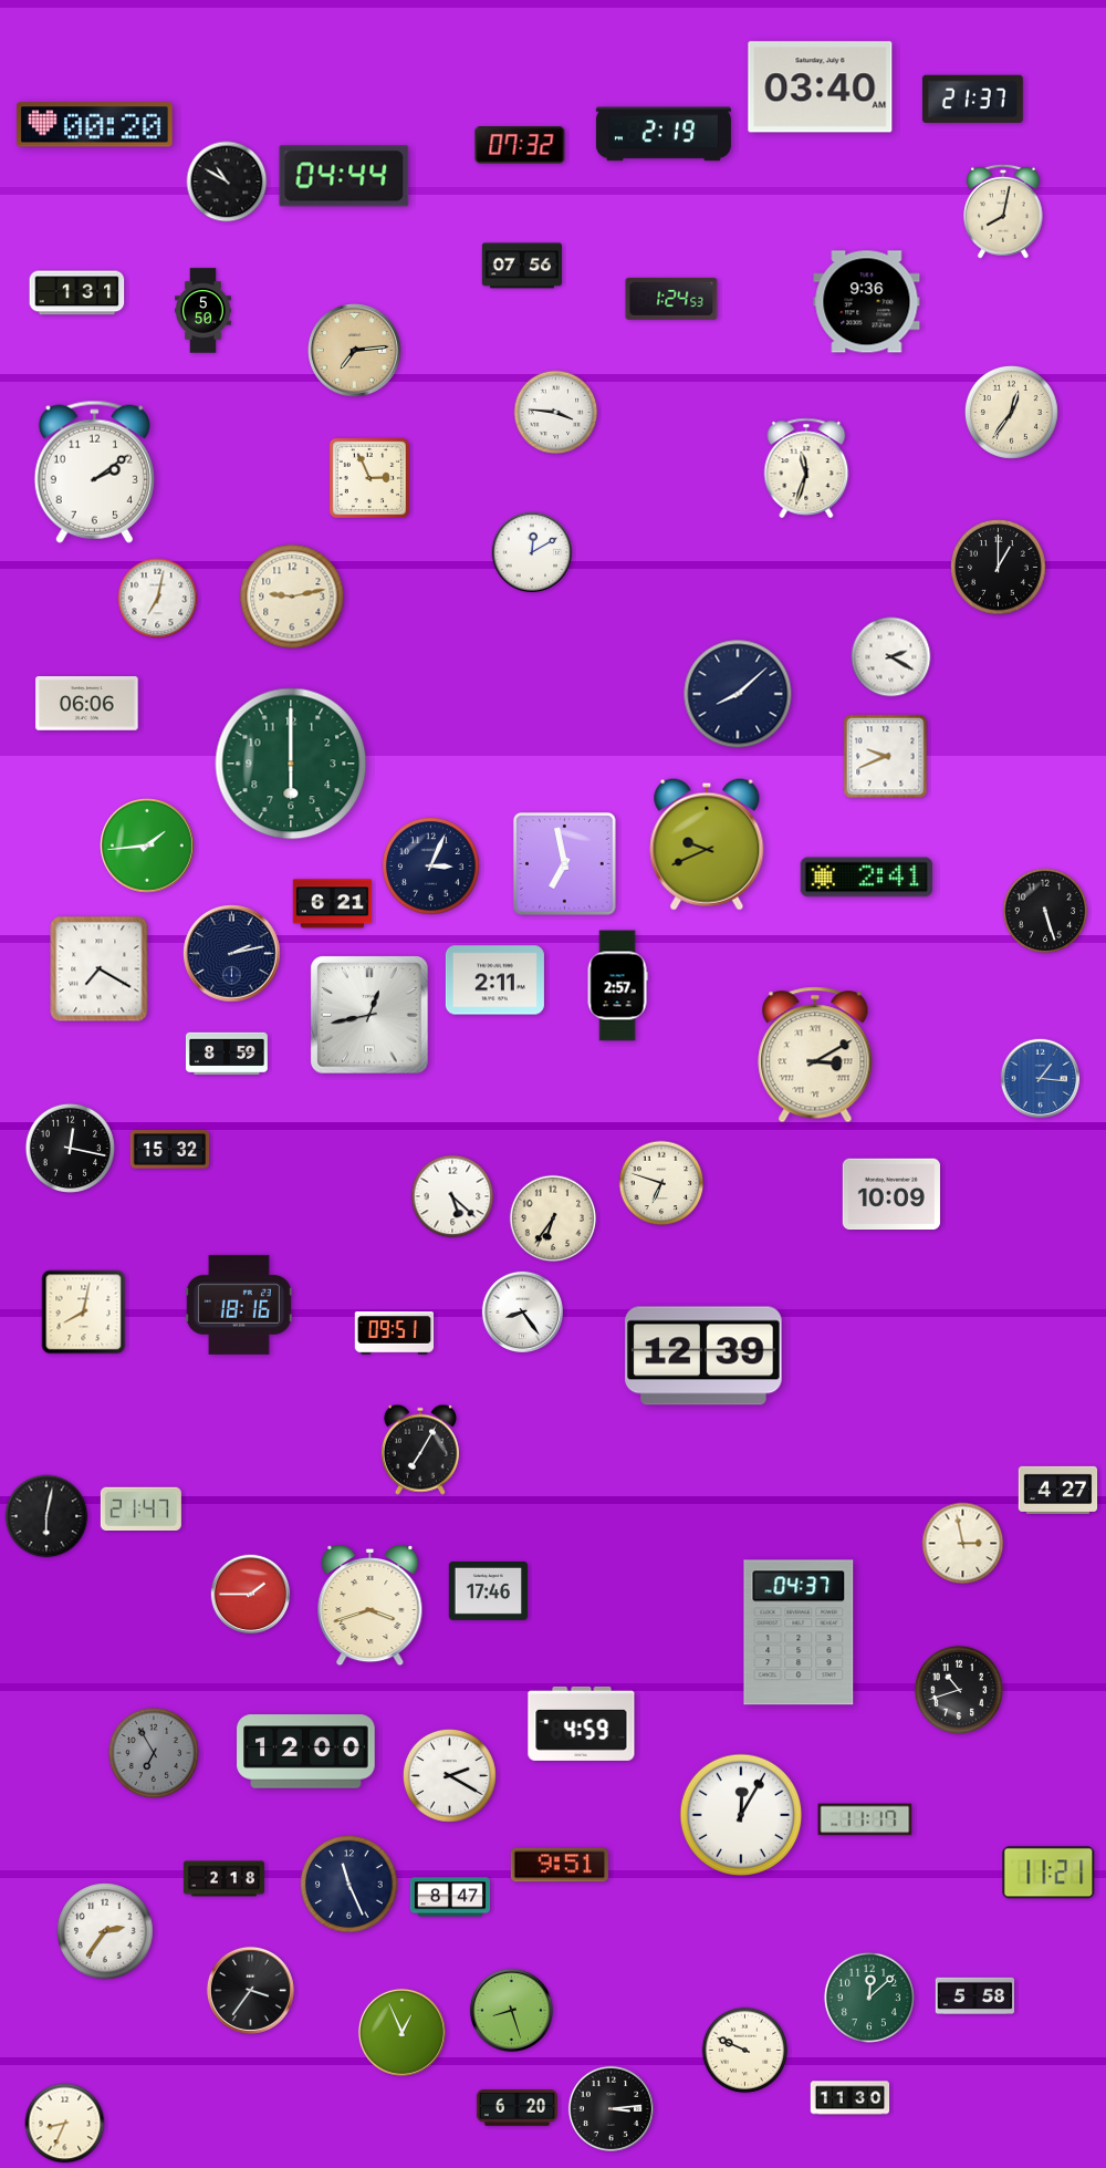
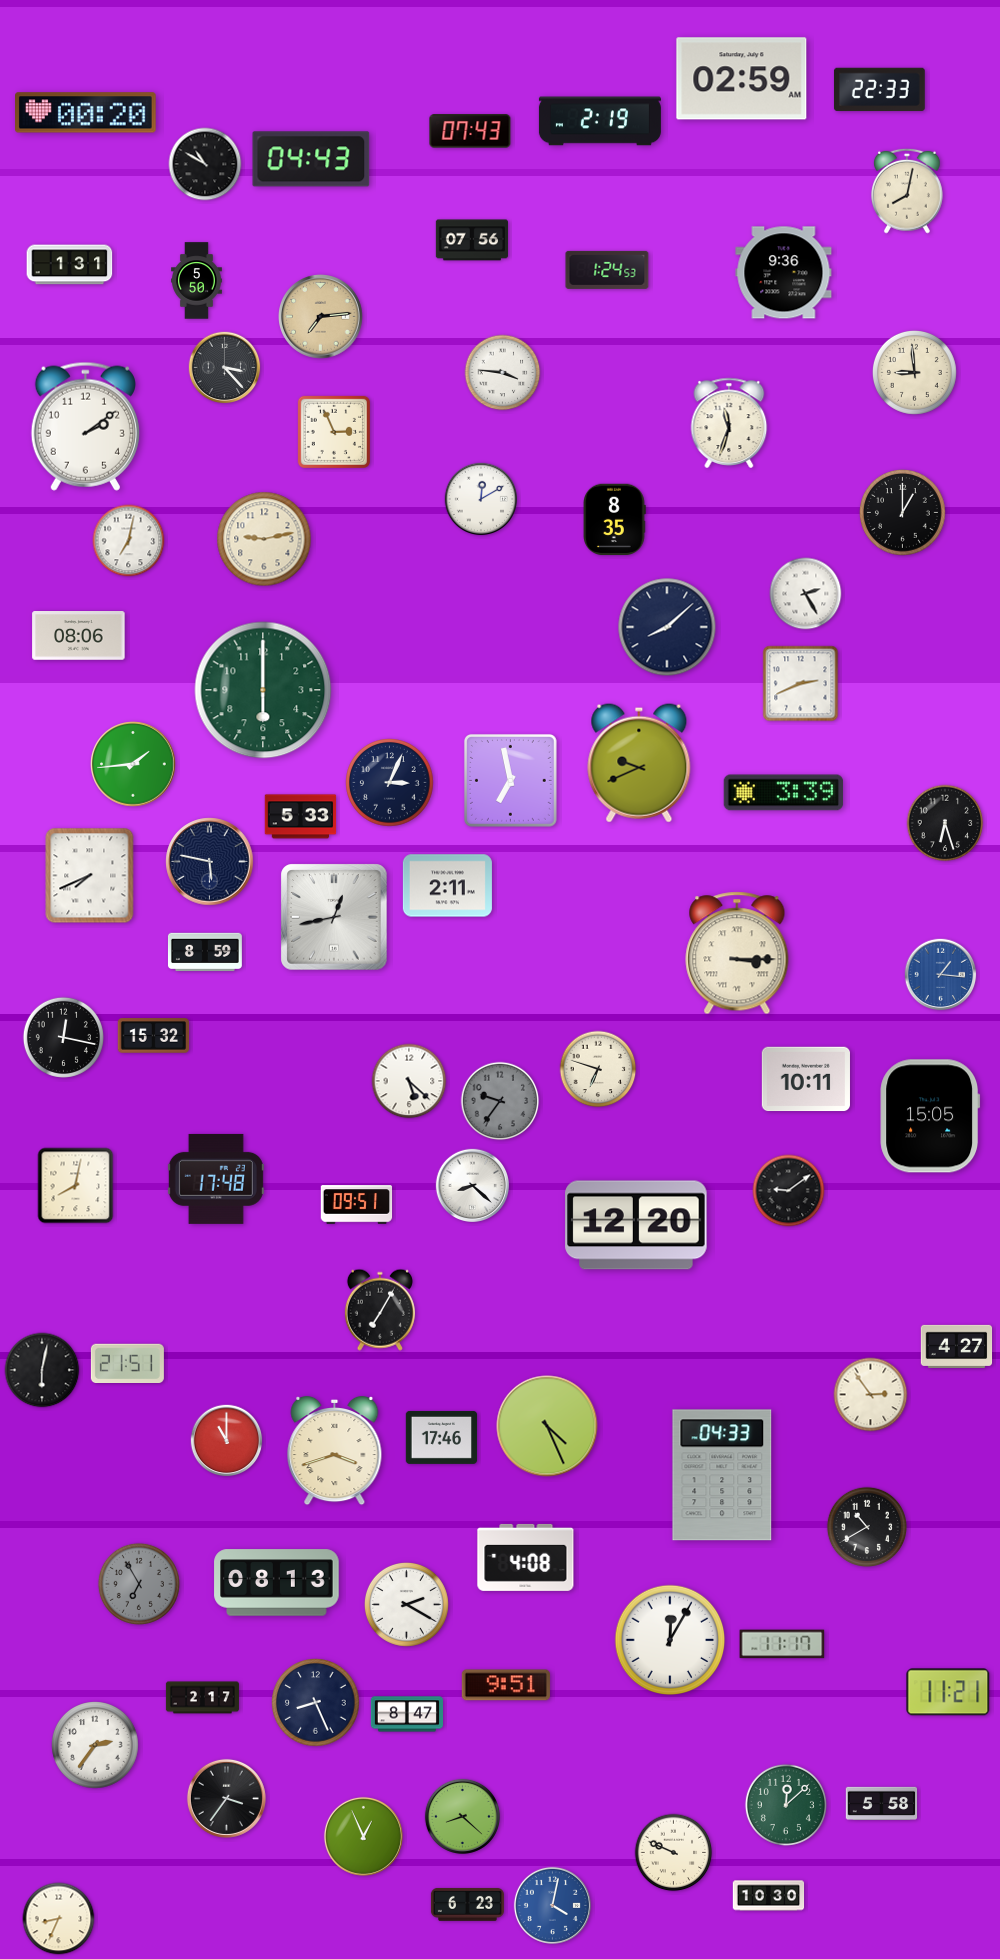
clock at (821, 87): 03:40 -> 02:59
clock at (972, 100): 21:37 -> 22:33
clock at (520, 145): 07:32 -> 07:43
clock at (344, 176): 04:44 -> 04:43
clock at (204, 311) position: (204, 311) -> (197, 281)
clock at (225, 368): none -> 3:23
clock at (1011, 412): 12:36 -> 8:59
clock at (614, 520): none -> 8:35
clock at (158, 599) position: (158, 599) -> (129, 541)
clock at (891, 657): 2:20 -> 2:25
clock at (87, 704): 06:06 -> 08:06
clock at (886, 757): 9:41 -> 2:41
clock at (867, 878): 2:41 -> 3:39
clock at (333, 904): 6:21 -> 5:33
clock at (1045, 911): 5:27 -> 6:27
clock at (232, 954): 2:13 -> 5:47
clock at (100, 969): 7:20 -> 7:41
clock at (617, 986): 2:57 -> none
clock at (815, 1055): 3:10 -> 3:15
clock at (170, 1150) position: (170, 1150) -> (154, 1036)
clock at (891, 1194): 10:09 -> 10:11
clock at (553, 1218): 6:36 -> 9:36
clock at (553, 1218) dial: cream -> grey
clock at (930, 1116): none -> 15:05
clock at (239, 1305): 18:16 -> 17:48
clock at (523, 1313): 8:24 -> 8:22
clock at (789, 1191): none -> 9:09
clock at (703, 1356): 12:39 -> 12:20
clock at (140, 1508): 21:47 -> 21:51
clock at (963, 1544): 2:58 -> 2:54
clock at (547, 1426): none -> 4:26
clock at (251, 1595): 1:45 -> 11:00
clock at (799, 1632): 04:37 -> 04:33
clock at (958, 1689): 10:42 -> 10:40
clock at (582, 1723): 4:59 -> 4:08
clock at (306, 1752): 12:00 -> 08:13
clock at (223, 1879): 2:18 -> 2:17
clock at (349, 1885): 11:26 -> 8:26
clock at (511, 2010): 8:27 -> 8:22
clock at (851, 2098): 11:30 -> 10:30
clock at (517, 2108): 6:20 -> 6:23
clock at (611, 2108): 3:14 -> 4:02
clock at (611, 2108) dial: black -> blue
